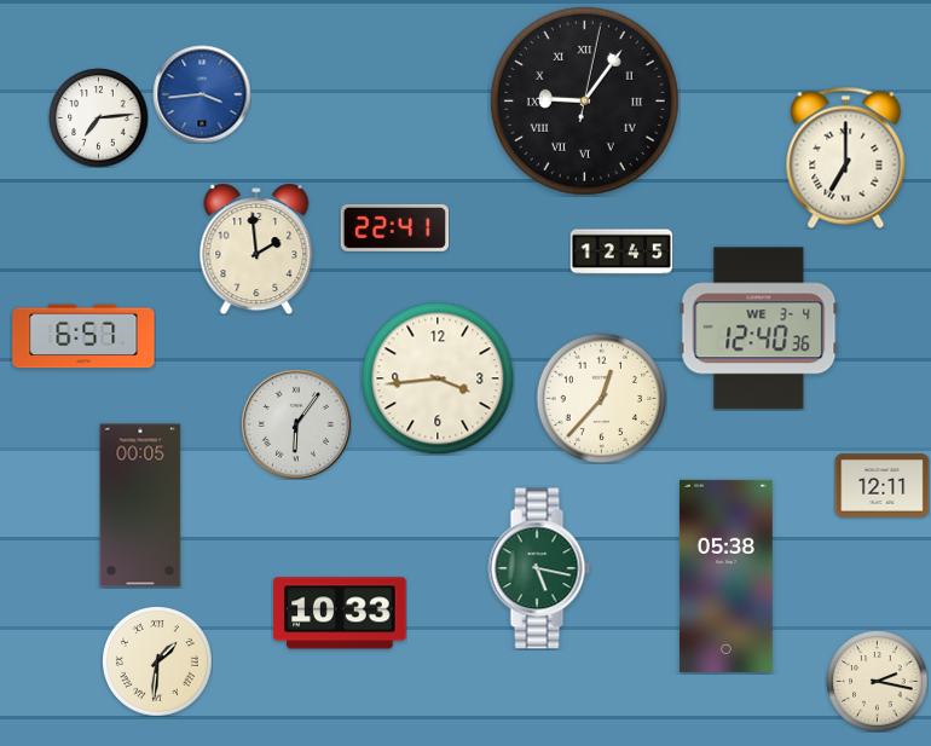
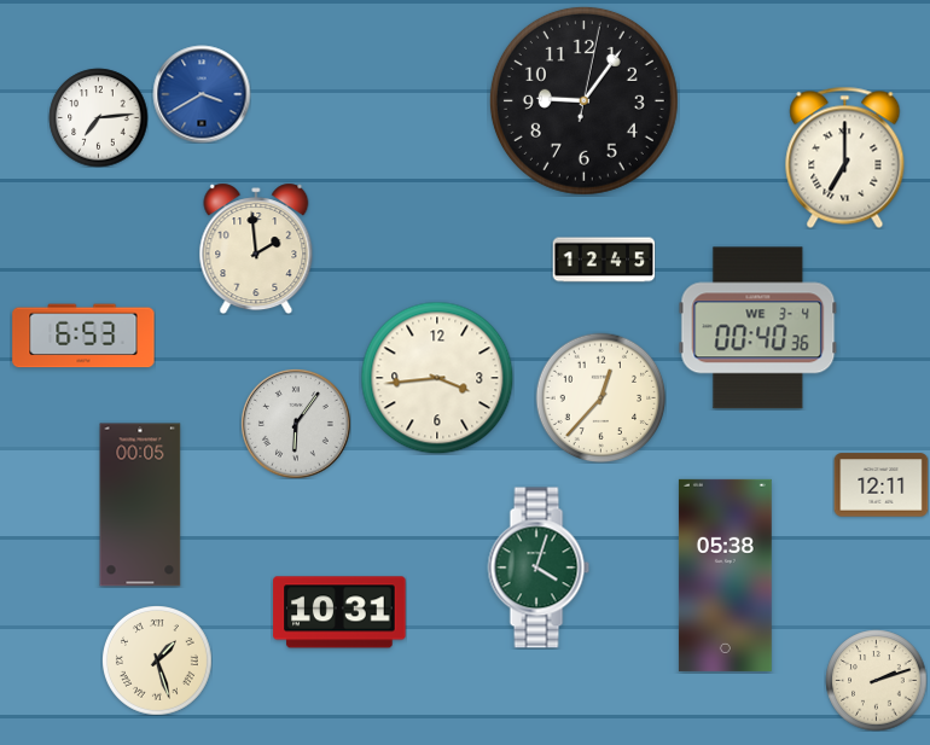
clock at (202, 94): 3:44 -> 3:40
clock at (584, 100) numerals: Roman -> Arabic
clock at (394, 227): 22:41 -> none
clock at (621, 251) position: (621, 251) -> (604, 260)
clock at (759, 329): 12:40 -> 00:40
clock at (83, 336): 6:57 -> 6:53
clock at (539, 568): 5:17 -> 4:03
clock at (340, 613): 10:33 -> 10:31
clock at (157, 661): 1:31 -> 1:27
clock at (877, 681): 2:17 -> 2:12
